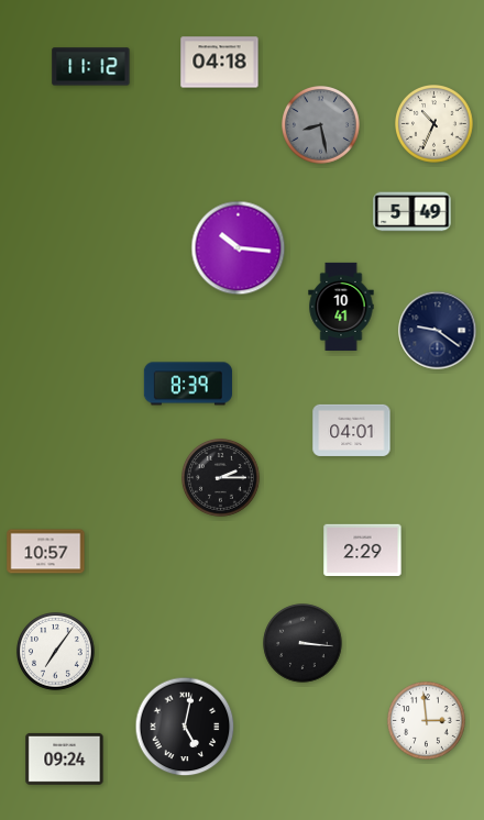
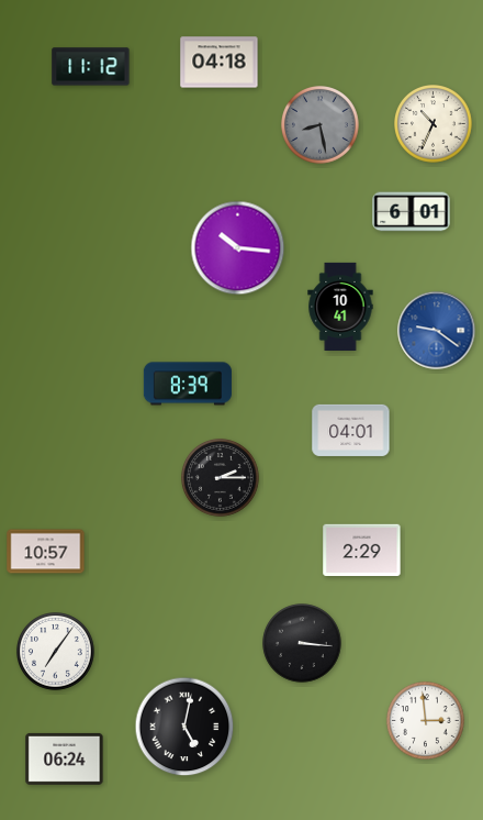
clock at (413, 212): 5:49 -> 6:01
clock at (438, 331) dial: navy -> blue
clock at (65, 758): 09:24 -> 06:24
